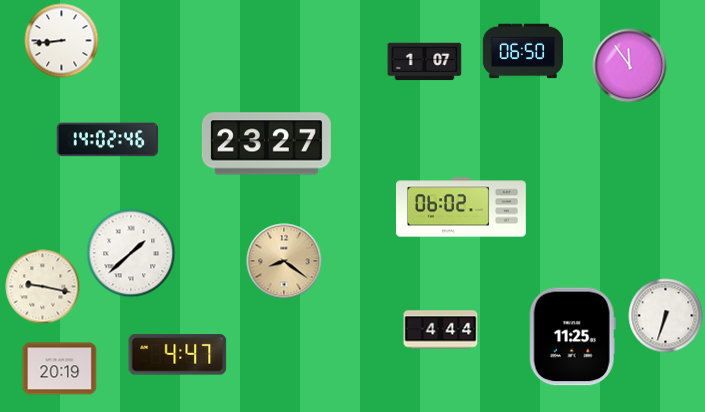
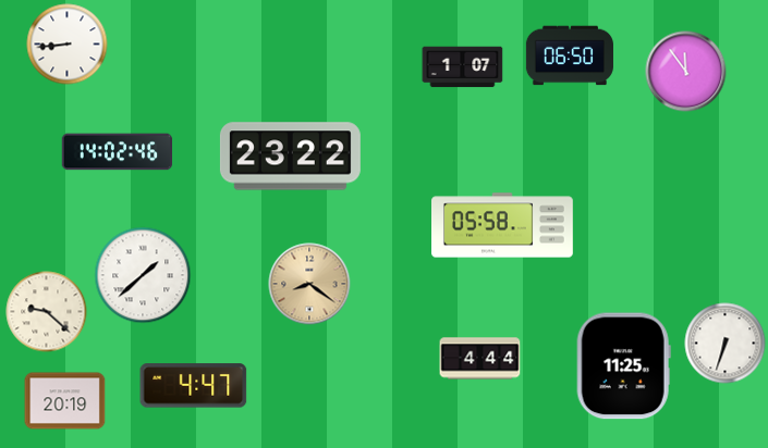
clock at (266, 144): 23:27 -> 23:22
clock at (462, 207): 06:02 -> 05:58
clock at (43, 287): 9:17 -> 9:22
